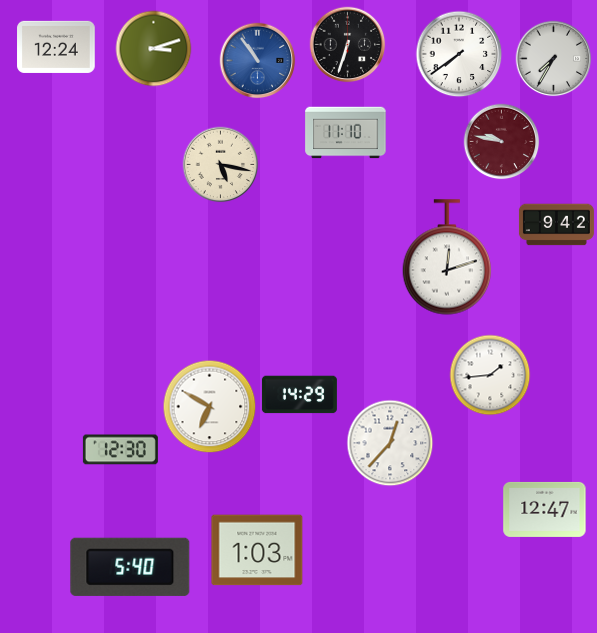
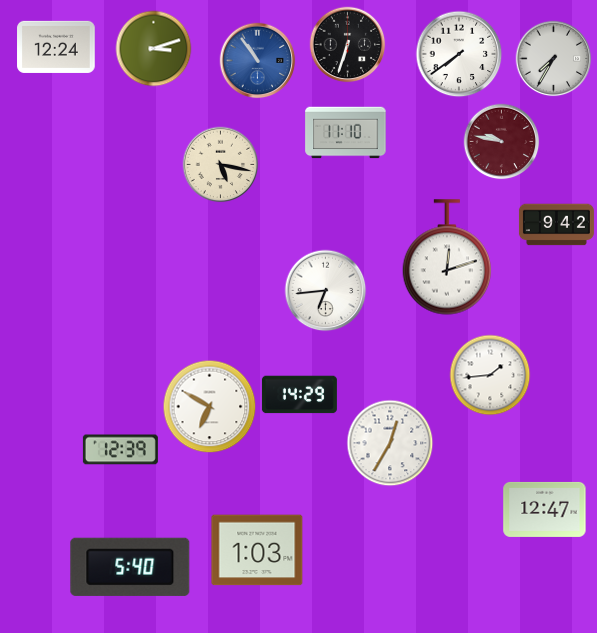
clock at (326, 291): none -> 6:44
clock at (390, 443): 12:37 -> 12:35
clock at (120, 450): 12:30 -> 12:39
